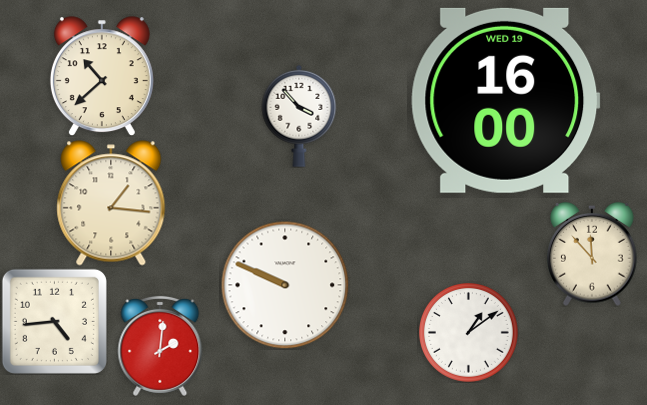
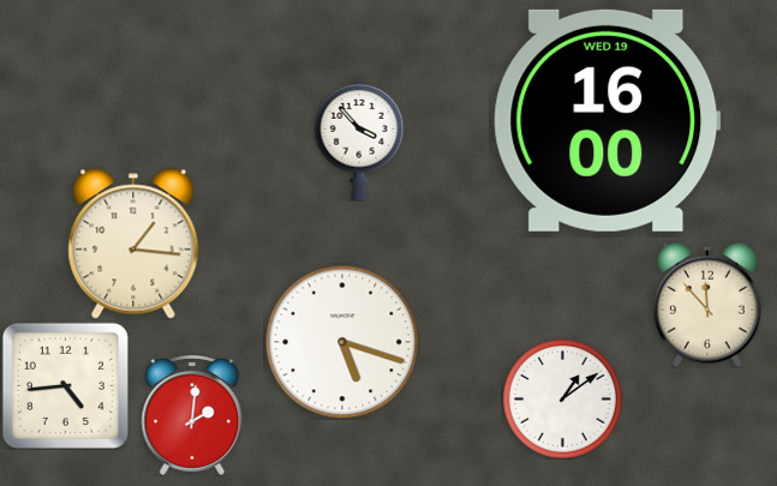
clock at (102, 76): 10:38 -> none
clock at (592, 254) position: (592, 254) -> (707, 305)
clock at (285, 285): 9:49 -> 5:18
